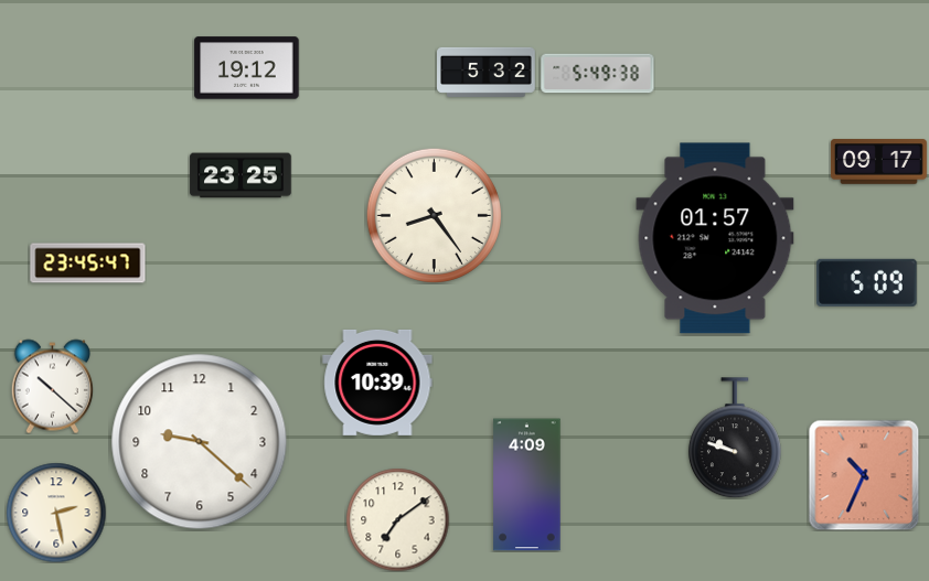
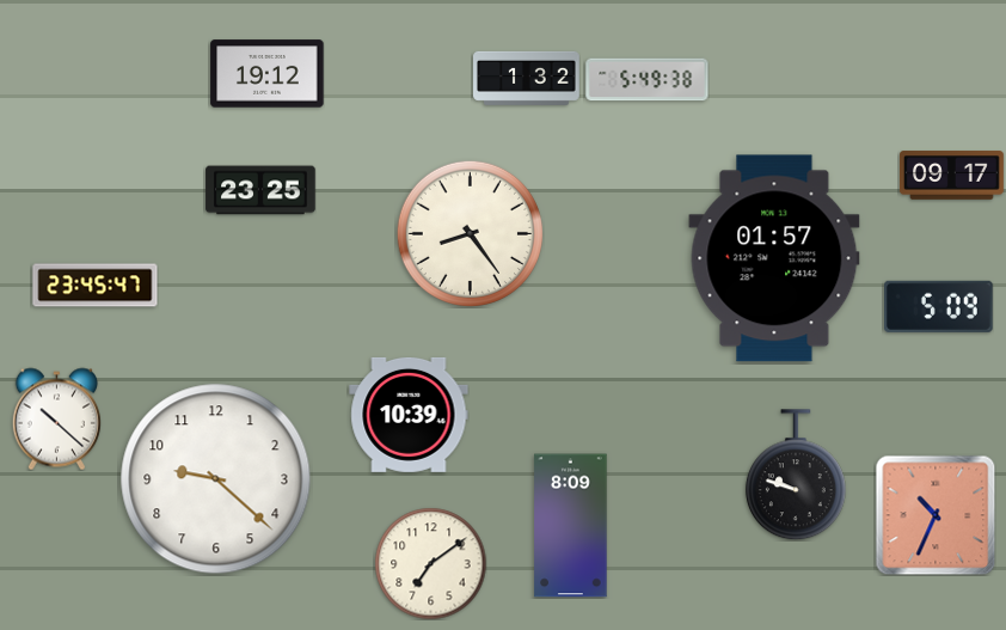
clock at (487, 72): 5:32 -> 1:32
clock at (527, 485): 4:09 -> 8:09
clock at (56, 513): 2:28 -> none
